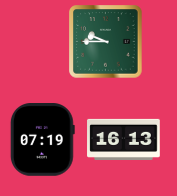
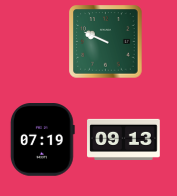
clock at (106, 42): 9:45 -> 9:49
clock at (124, 139): 16:13 -> 09:13
